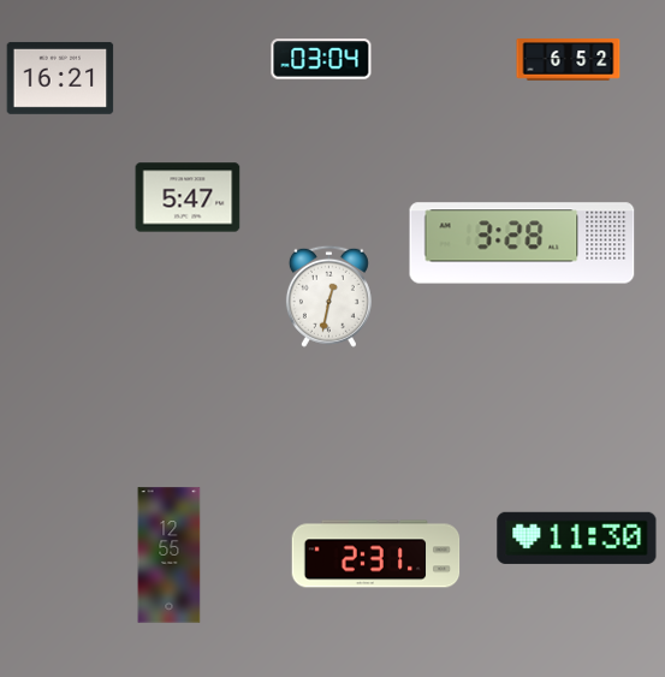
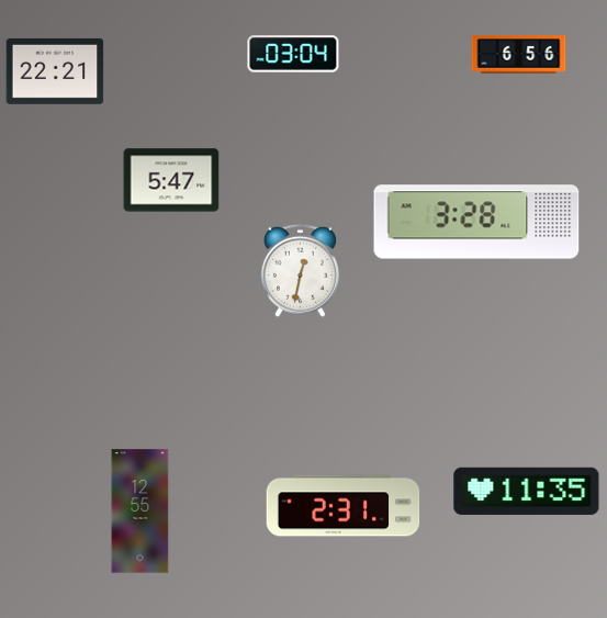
clock at (569, 60): 6:52 -> 6:56
clock at (60, 78): 16:21 -> 22:21
clock at (577, 538): 11:30 -> 11:35
clock at (170, 556) position: (170, 556) -> (140, 512)
